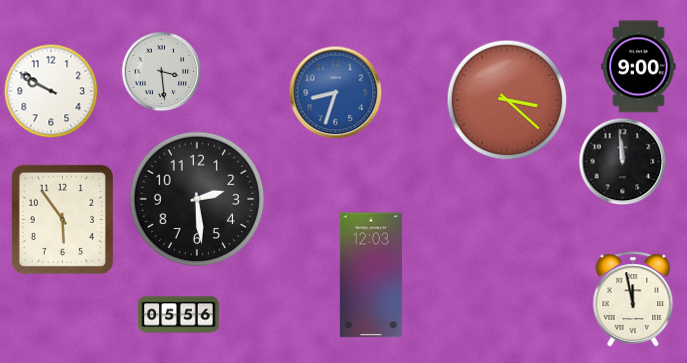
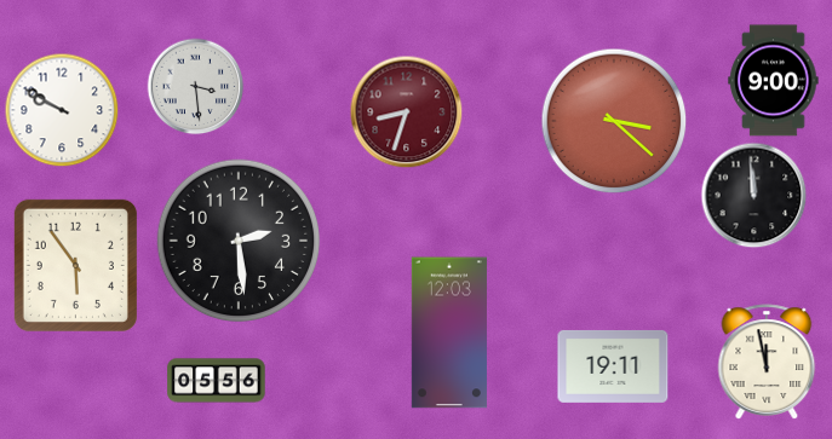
clock at (336, 93) dial: blue -> burgundy
clock at (613, 366): none -> 19:11
